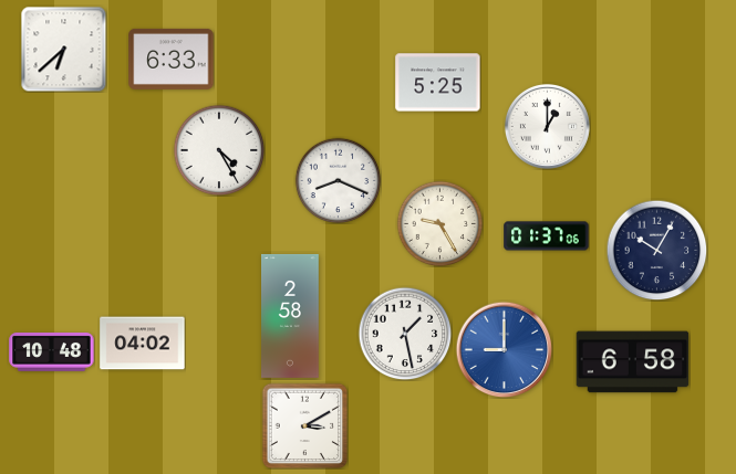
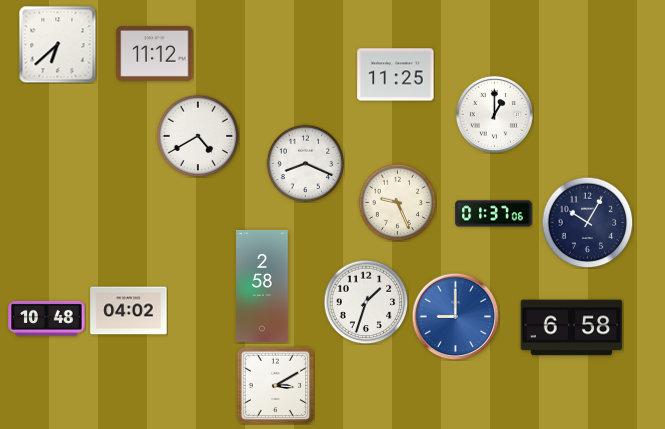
clock at (172, 59): 6:33 -> 11:12
clock at (438, 83): 5:25 -> 11:25
clock at (219, 150): 4:25 -> 4:40
clock at (439, 223): 9:25 -> 9:26
clock at (656, 250) position: (656, 250) -> (587, 222)
clock at (405, 334): 1:28 -> 1:33
